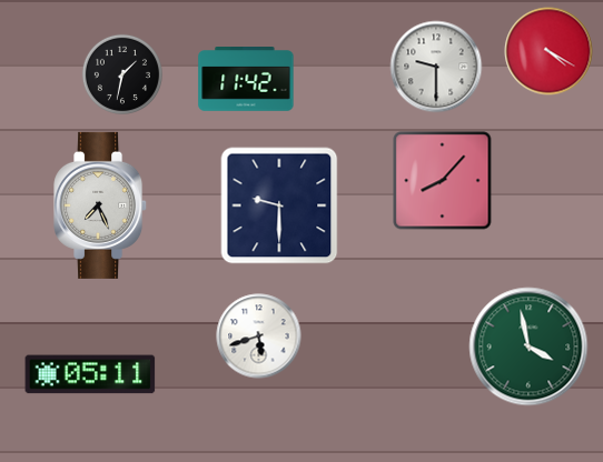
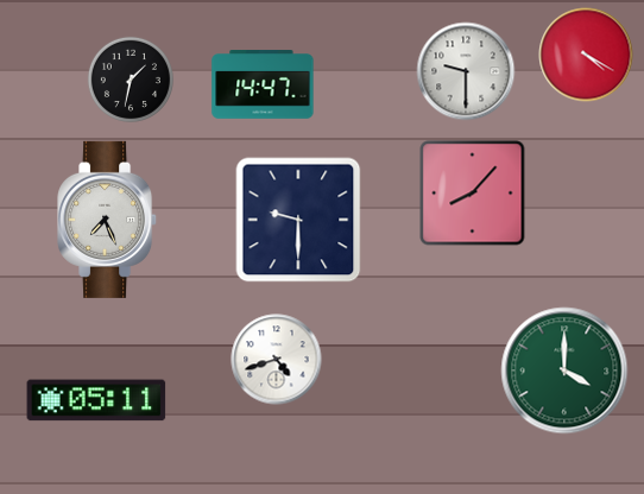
clock at (246, 79): 11:42 -> 14:47
clock at (259, 337): 5:42 -> 4:42
clock at (528, 346): 3:58 -> 4:00
